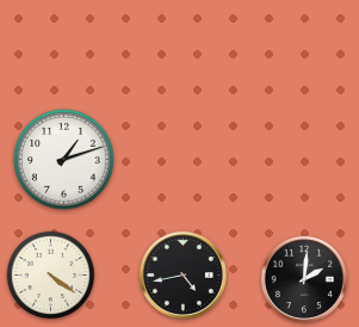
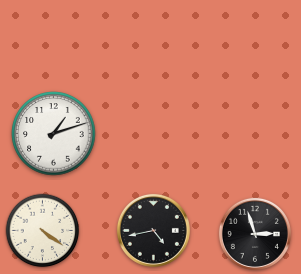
clock at (304, 279): 2:01 -> 2:57
